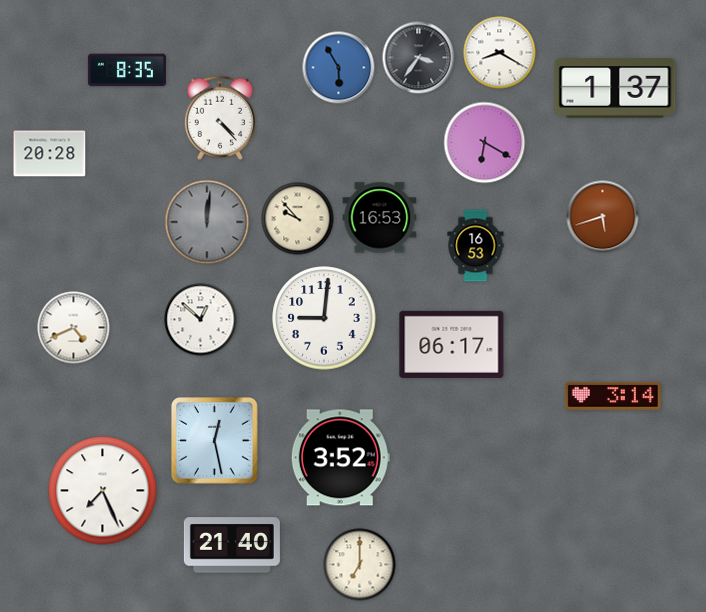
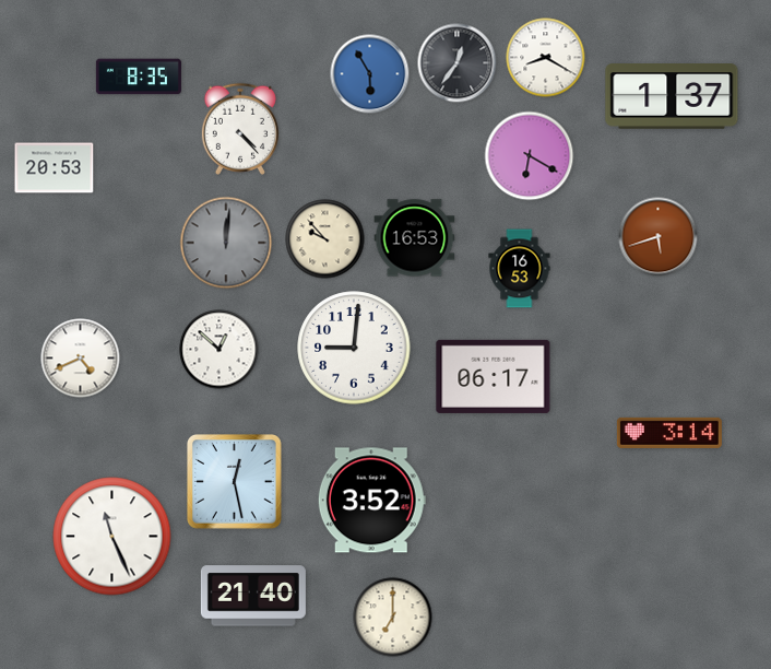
clock at (419, 58): 3:36 -> 12:36
clock at (50, 154): 20:28 -> 20:53
clock at (103, 491): 7:26 -> 11:26
